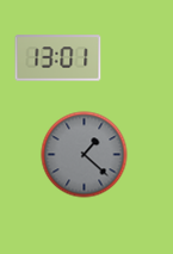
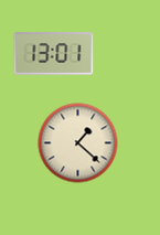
clock at (85, 155) dial: grey -> cream
